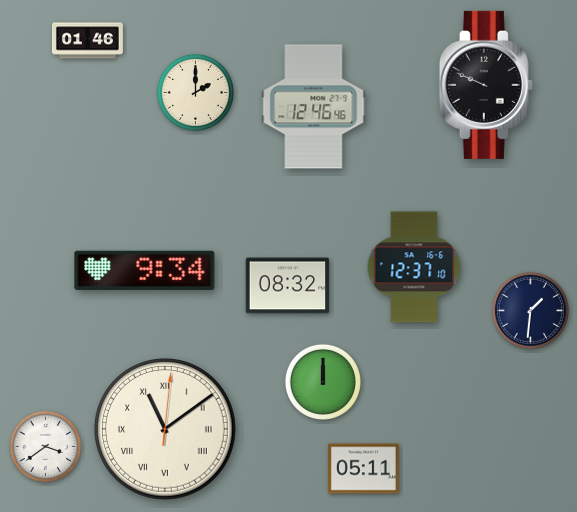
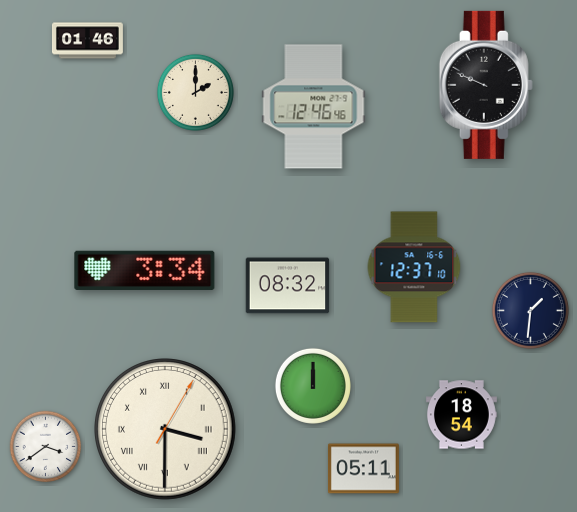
clock at (145, 270): 9:34 -> 3:34
clock at (323, 382) position: (323, 382) -> (313, 386)
clock at (461, 415): none -> 18:54
clock at (166, 430): 11:09 -> 3:30
